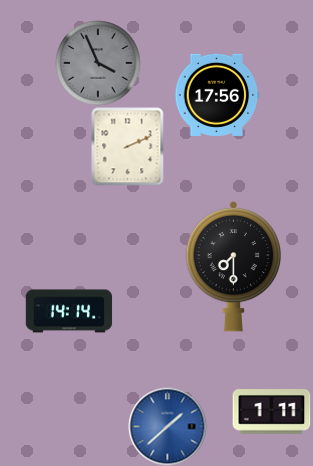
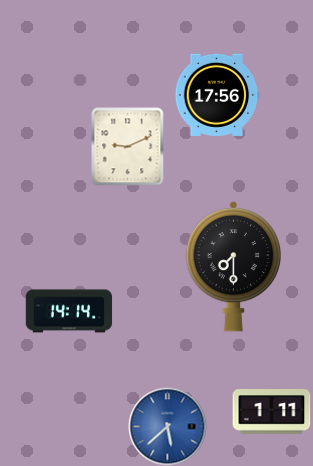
clock at (98, 63): 3:56 -> none
clock at (128, 146): 2:11 -> 9:11
clock at (167, 426): 1:38 -> 5:38
